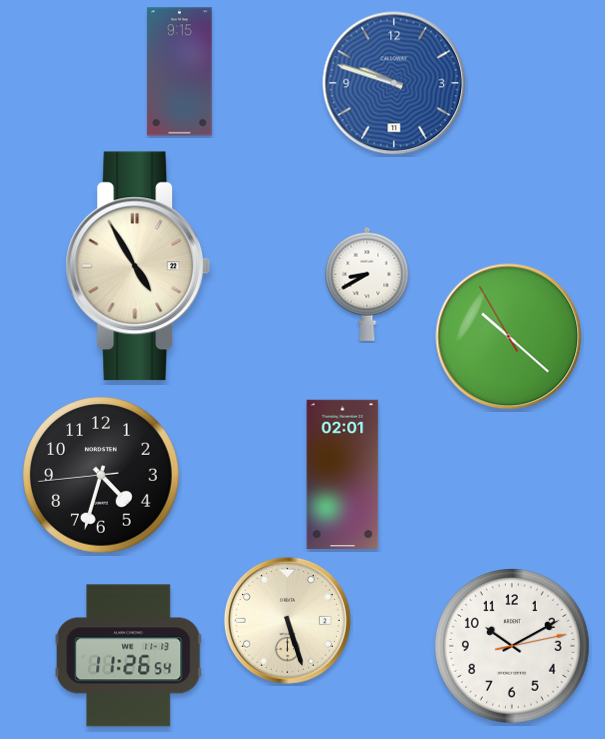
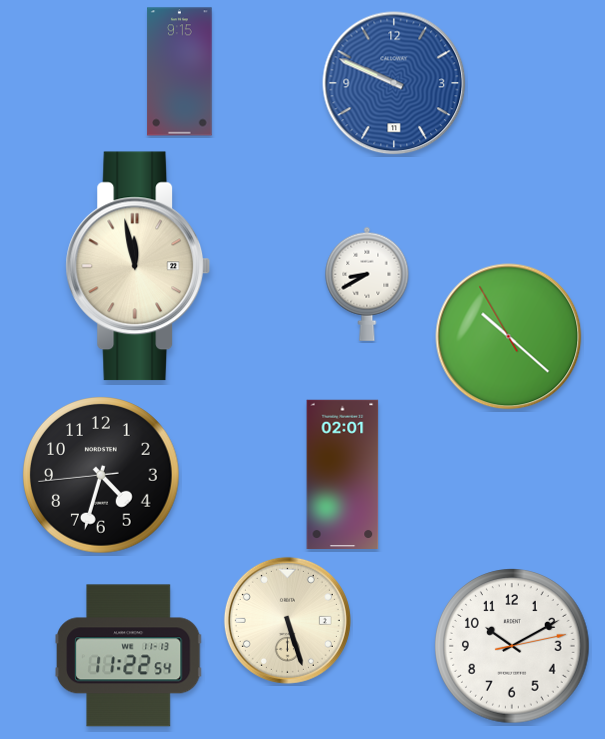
clock at (394, 83): 9:48 -> 9:49
clock at (138, 266): 4:55 -> 11:58
clock at (129, 656): 11:26 -> 11:22
